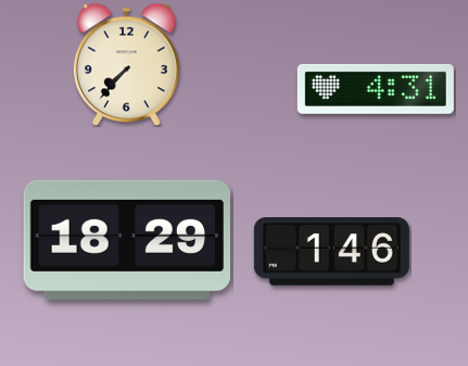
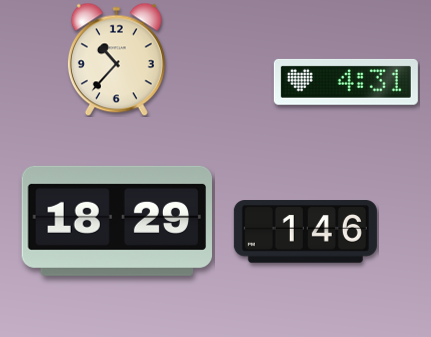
clock at (126, 64): 7:37 -> 10:37
